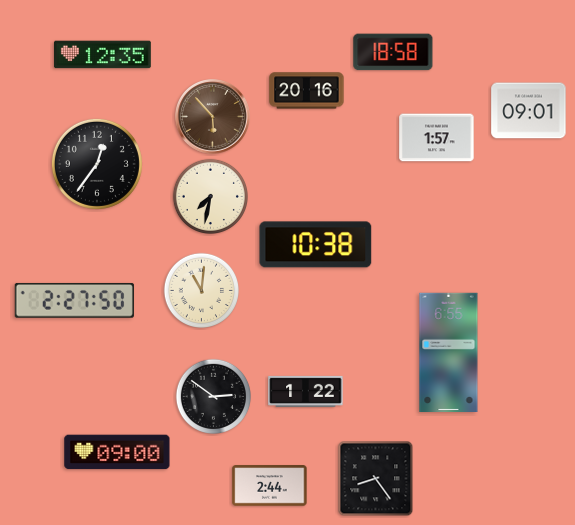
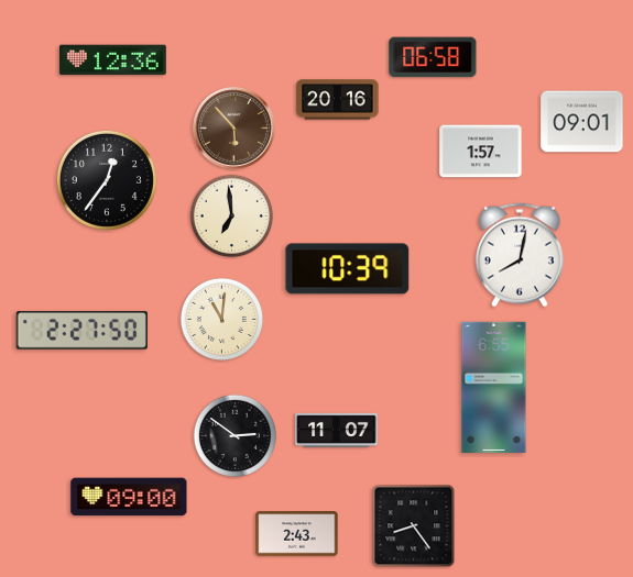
clock at (393, 52): 18:58 -> 06:58
clock at (102, 55): 12:35 -> 12:36
clock at (210, 196): 7:32 -> 6:59
clock at (520, 255): none -> 8:02
clock at (316, 245): 10:38 -> 10:39
clock at (306, 391): 1:22 -> 11:07
clock at (270, 486): 2:44 -> 2:43
